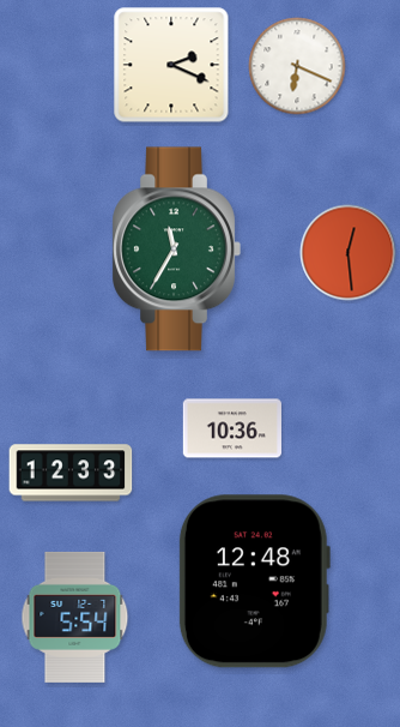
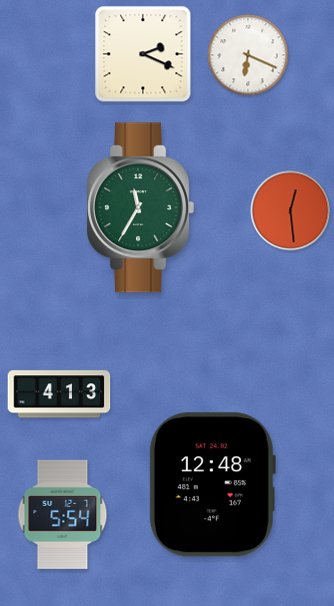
clock at (176, 250) position: (176, 250) -> (140, 208)
clock at (232, 428): 10:36 -> none
clock at (71, 473): 12:33 -> 4:13
